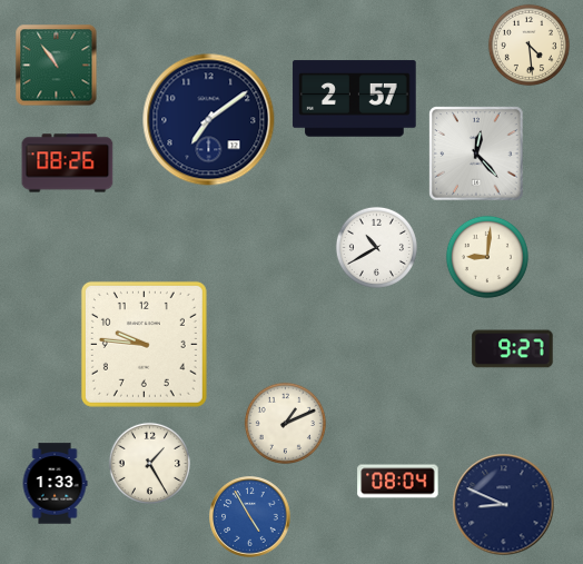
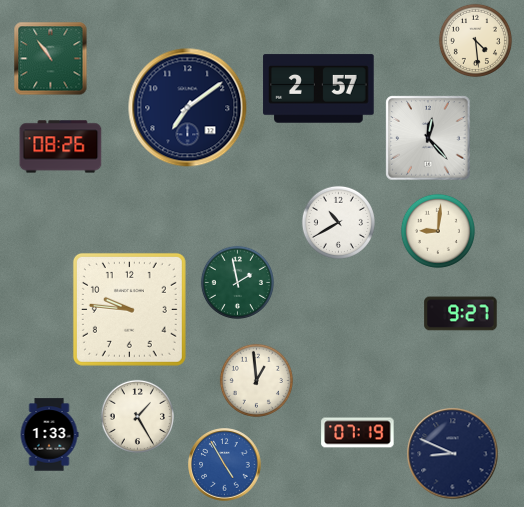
clock at (237, 282): none -> 1:58
clock at (285, 423): 1:11 -> 12:59
clock at (149, 463) position: (149, 463) -> (137, 416)
clock at (398, 482): 08:04 -> 07:19
